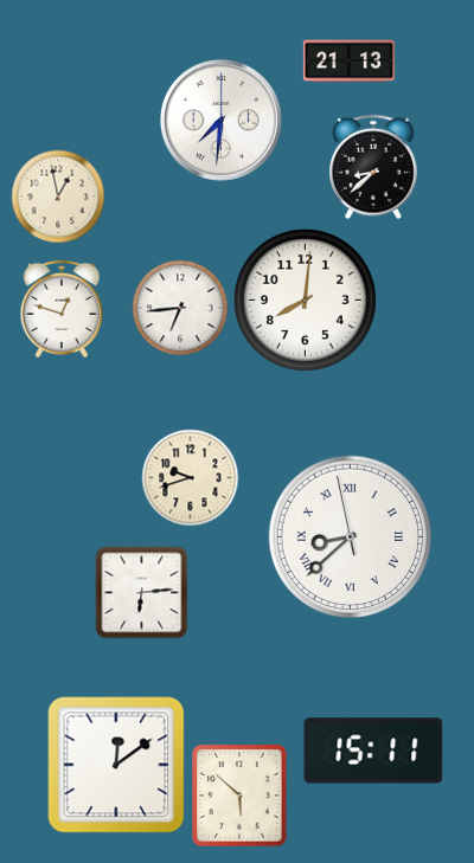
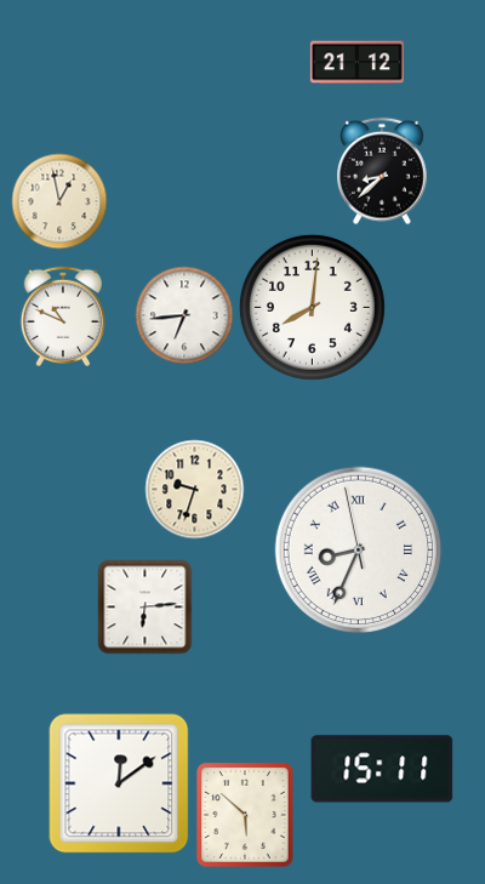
clock at (348, 62): 21:13 -> 21:12
clock at (222, 121): 7:31 -> none
clock at (60, 308): 12:48 -> 10:49
clock at (190, 477): 9:42 -> 9:33
clock at (351, 537): 8:37 -> 8:33
